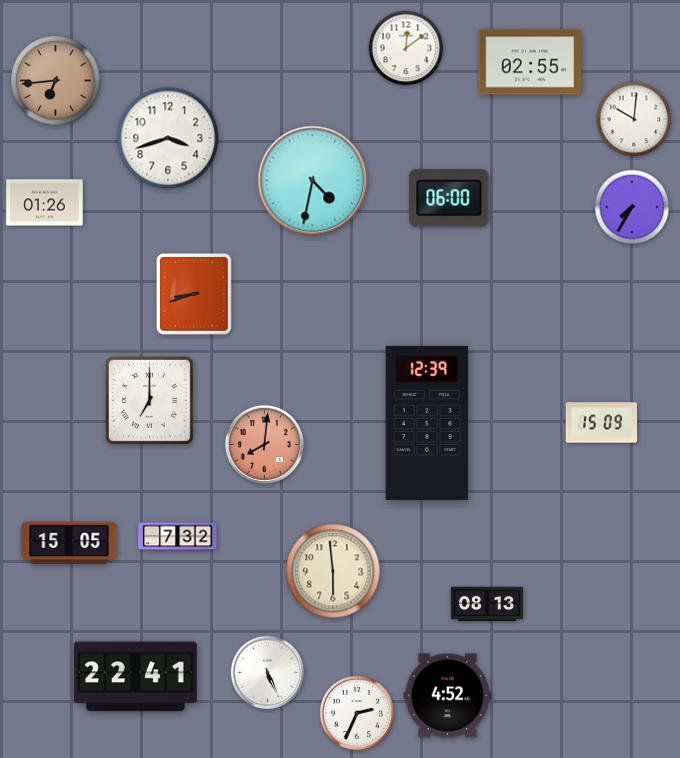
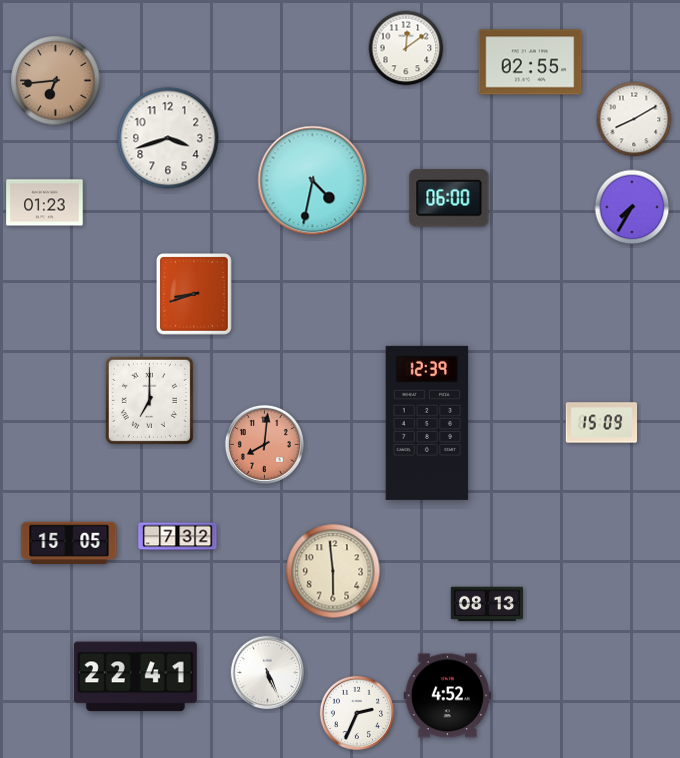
clock at (634, 119): 10:01 -> 8:10
clock at (45, 203): 01:26 -> 01:23
